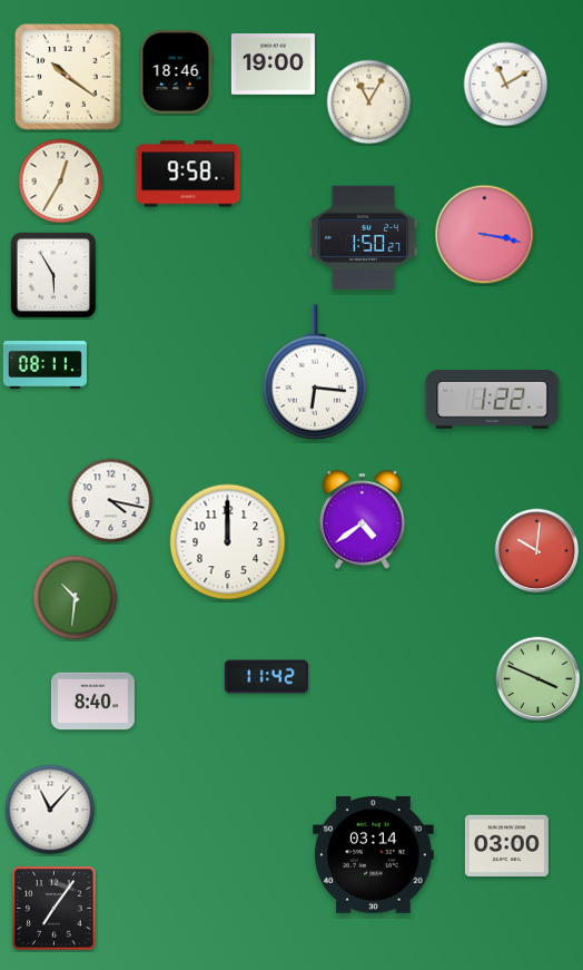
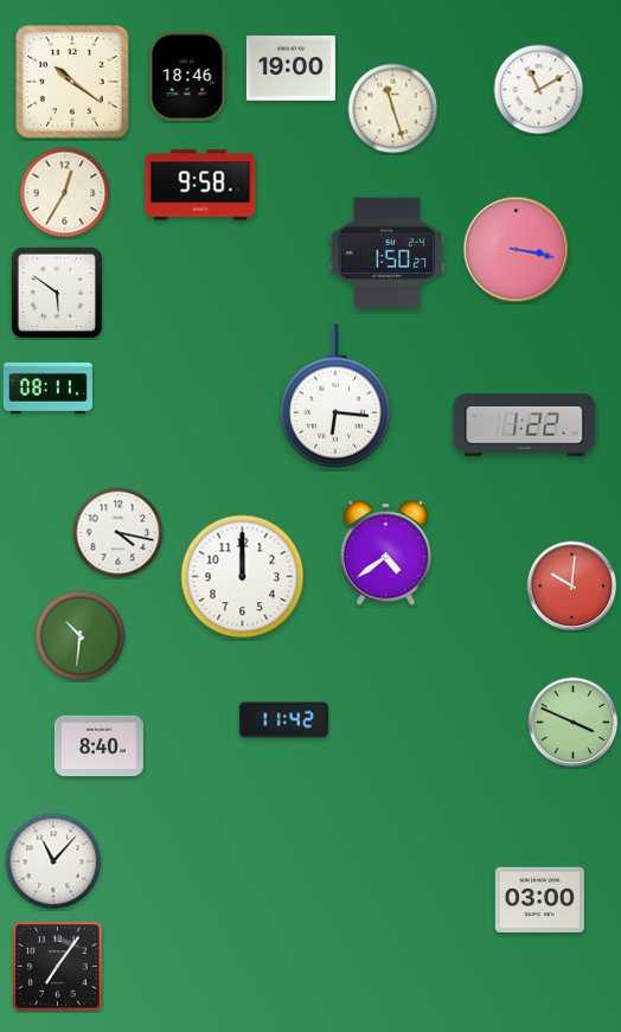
clock at (369, 102): 11:05 -> 11:27
clock at (53, 275): 5:55 -> 5:51
clock at (374, 855): 03:14 -> none
